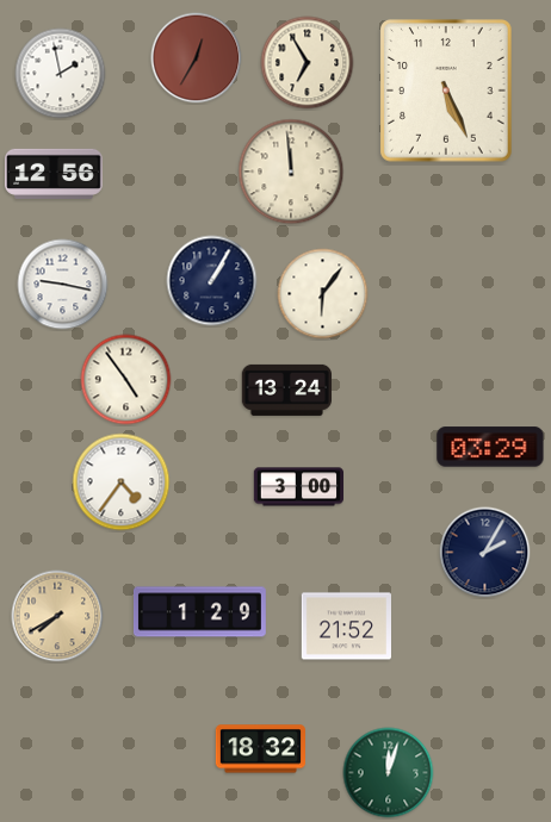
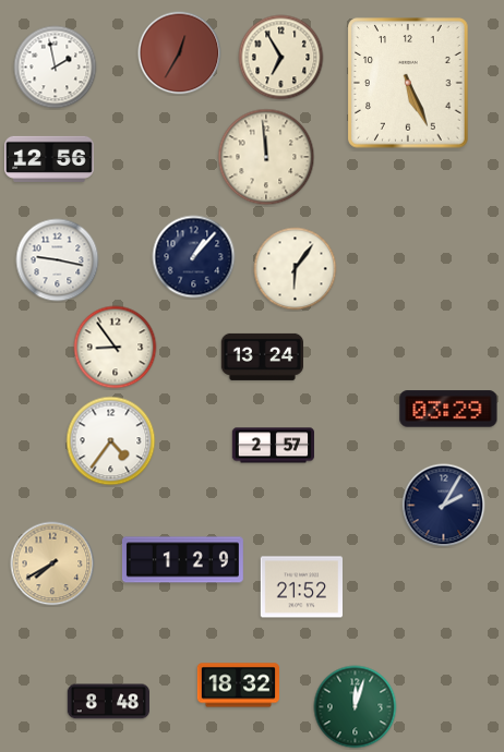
clock at (212, 281): 1:05 -> 1:07
clock at (126, 380): 4:54 -> 8:54
clock at (299, 487): 3:00 -> 2:57
clock at (346, 627) position: (346, 627) -> (301, 587)
clock at (108, 702): none -> 8:48
